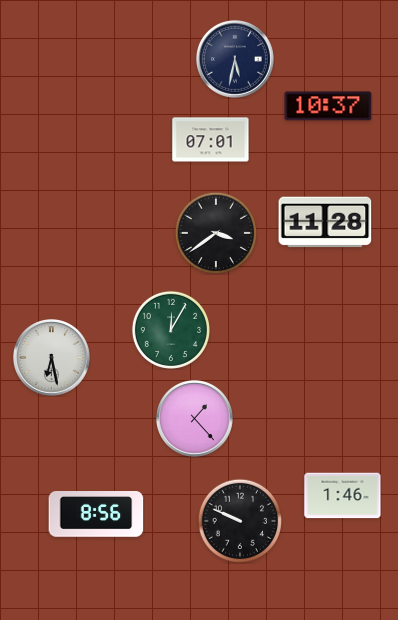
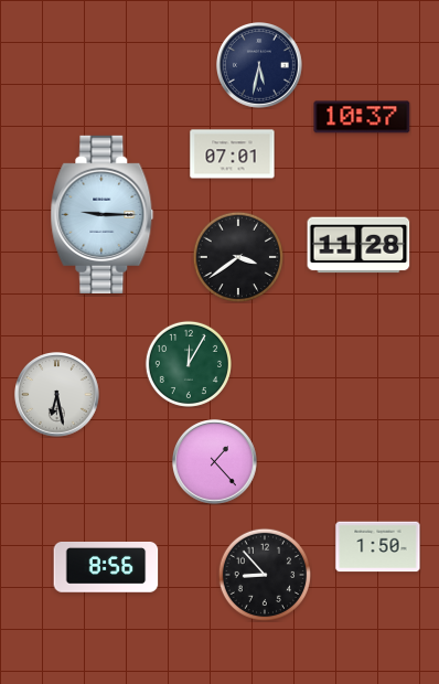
clock at (103, 214): none -> 9:15
clock at (343, 496): 1:46 -> 1:50
clock at (239, 520): 9:49 -> 8:53
